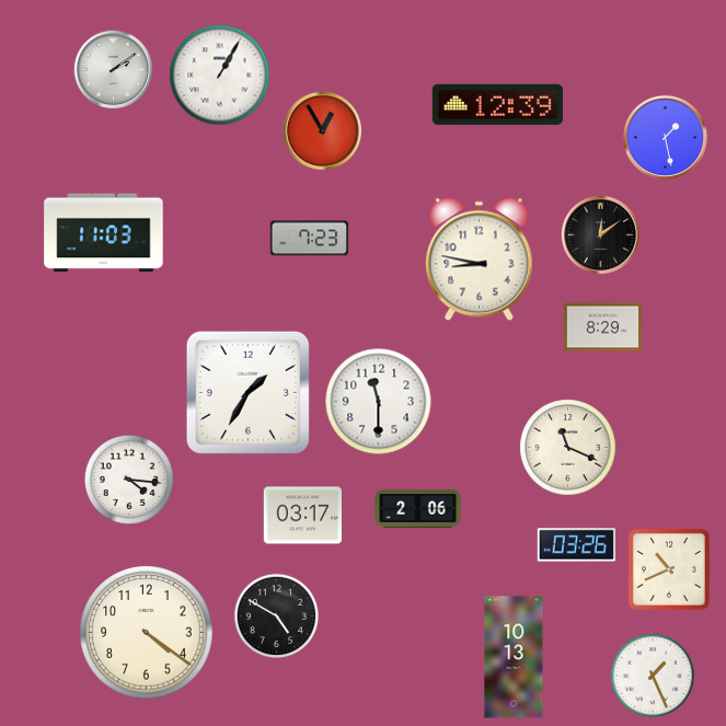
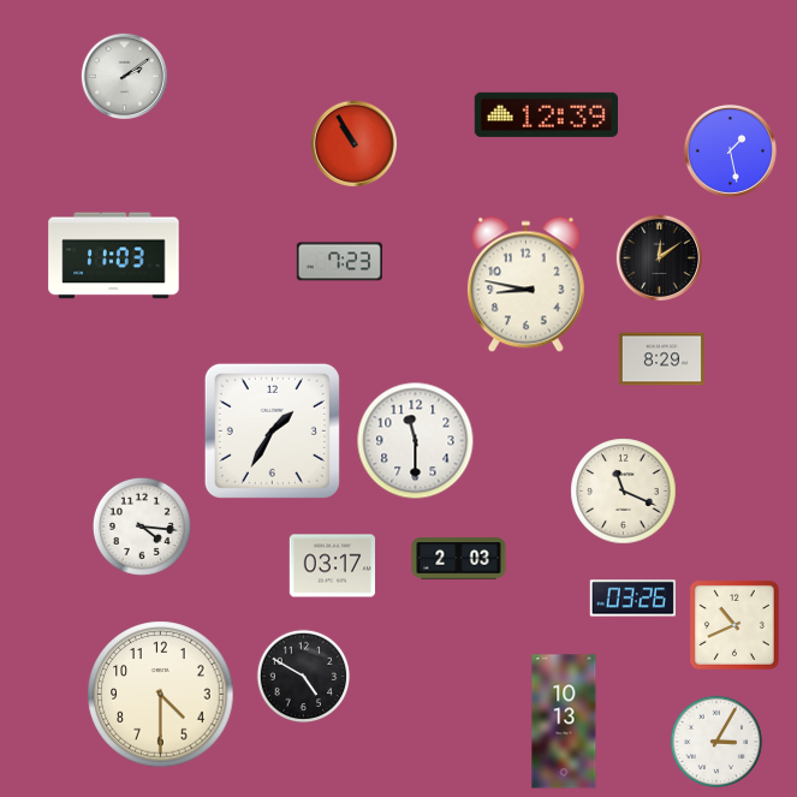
clock at (220, 76): 1:05 -> none
clock at (323, 131): 12:55 -> 10:55
clock at (418, 509): 2:06 -> 2:03
clock at (147, 633): 4:21 -> 4:30
clock at (653, 676): 1:26 -> 3:05
